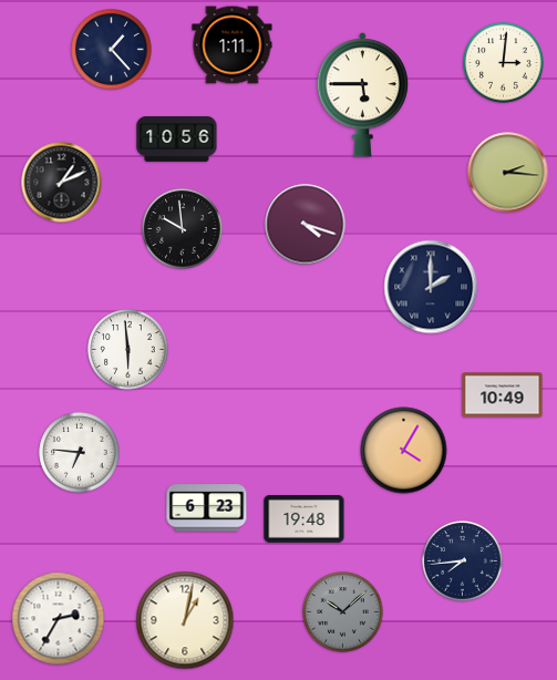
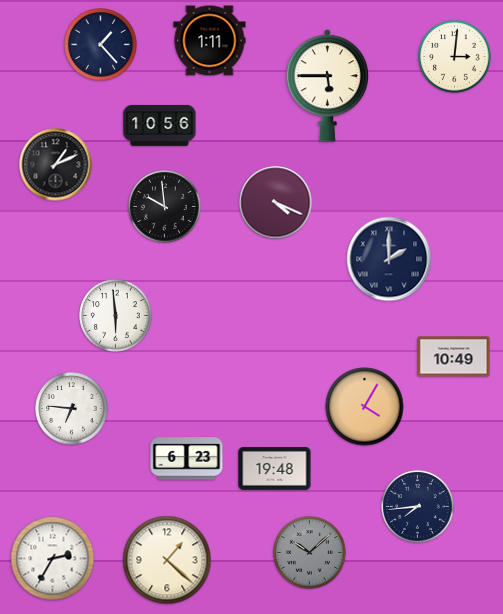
clock at (508, 173): 2:16 -> none
clock at (306, 225): 4:18 -> 4:19
clock at (185, 620): 1:02 -> 1:22
